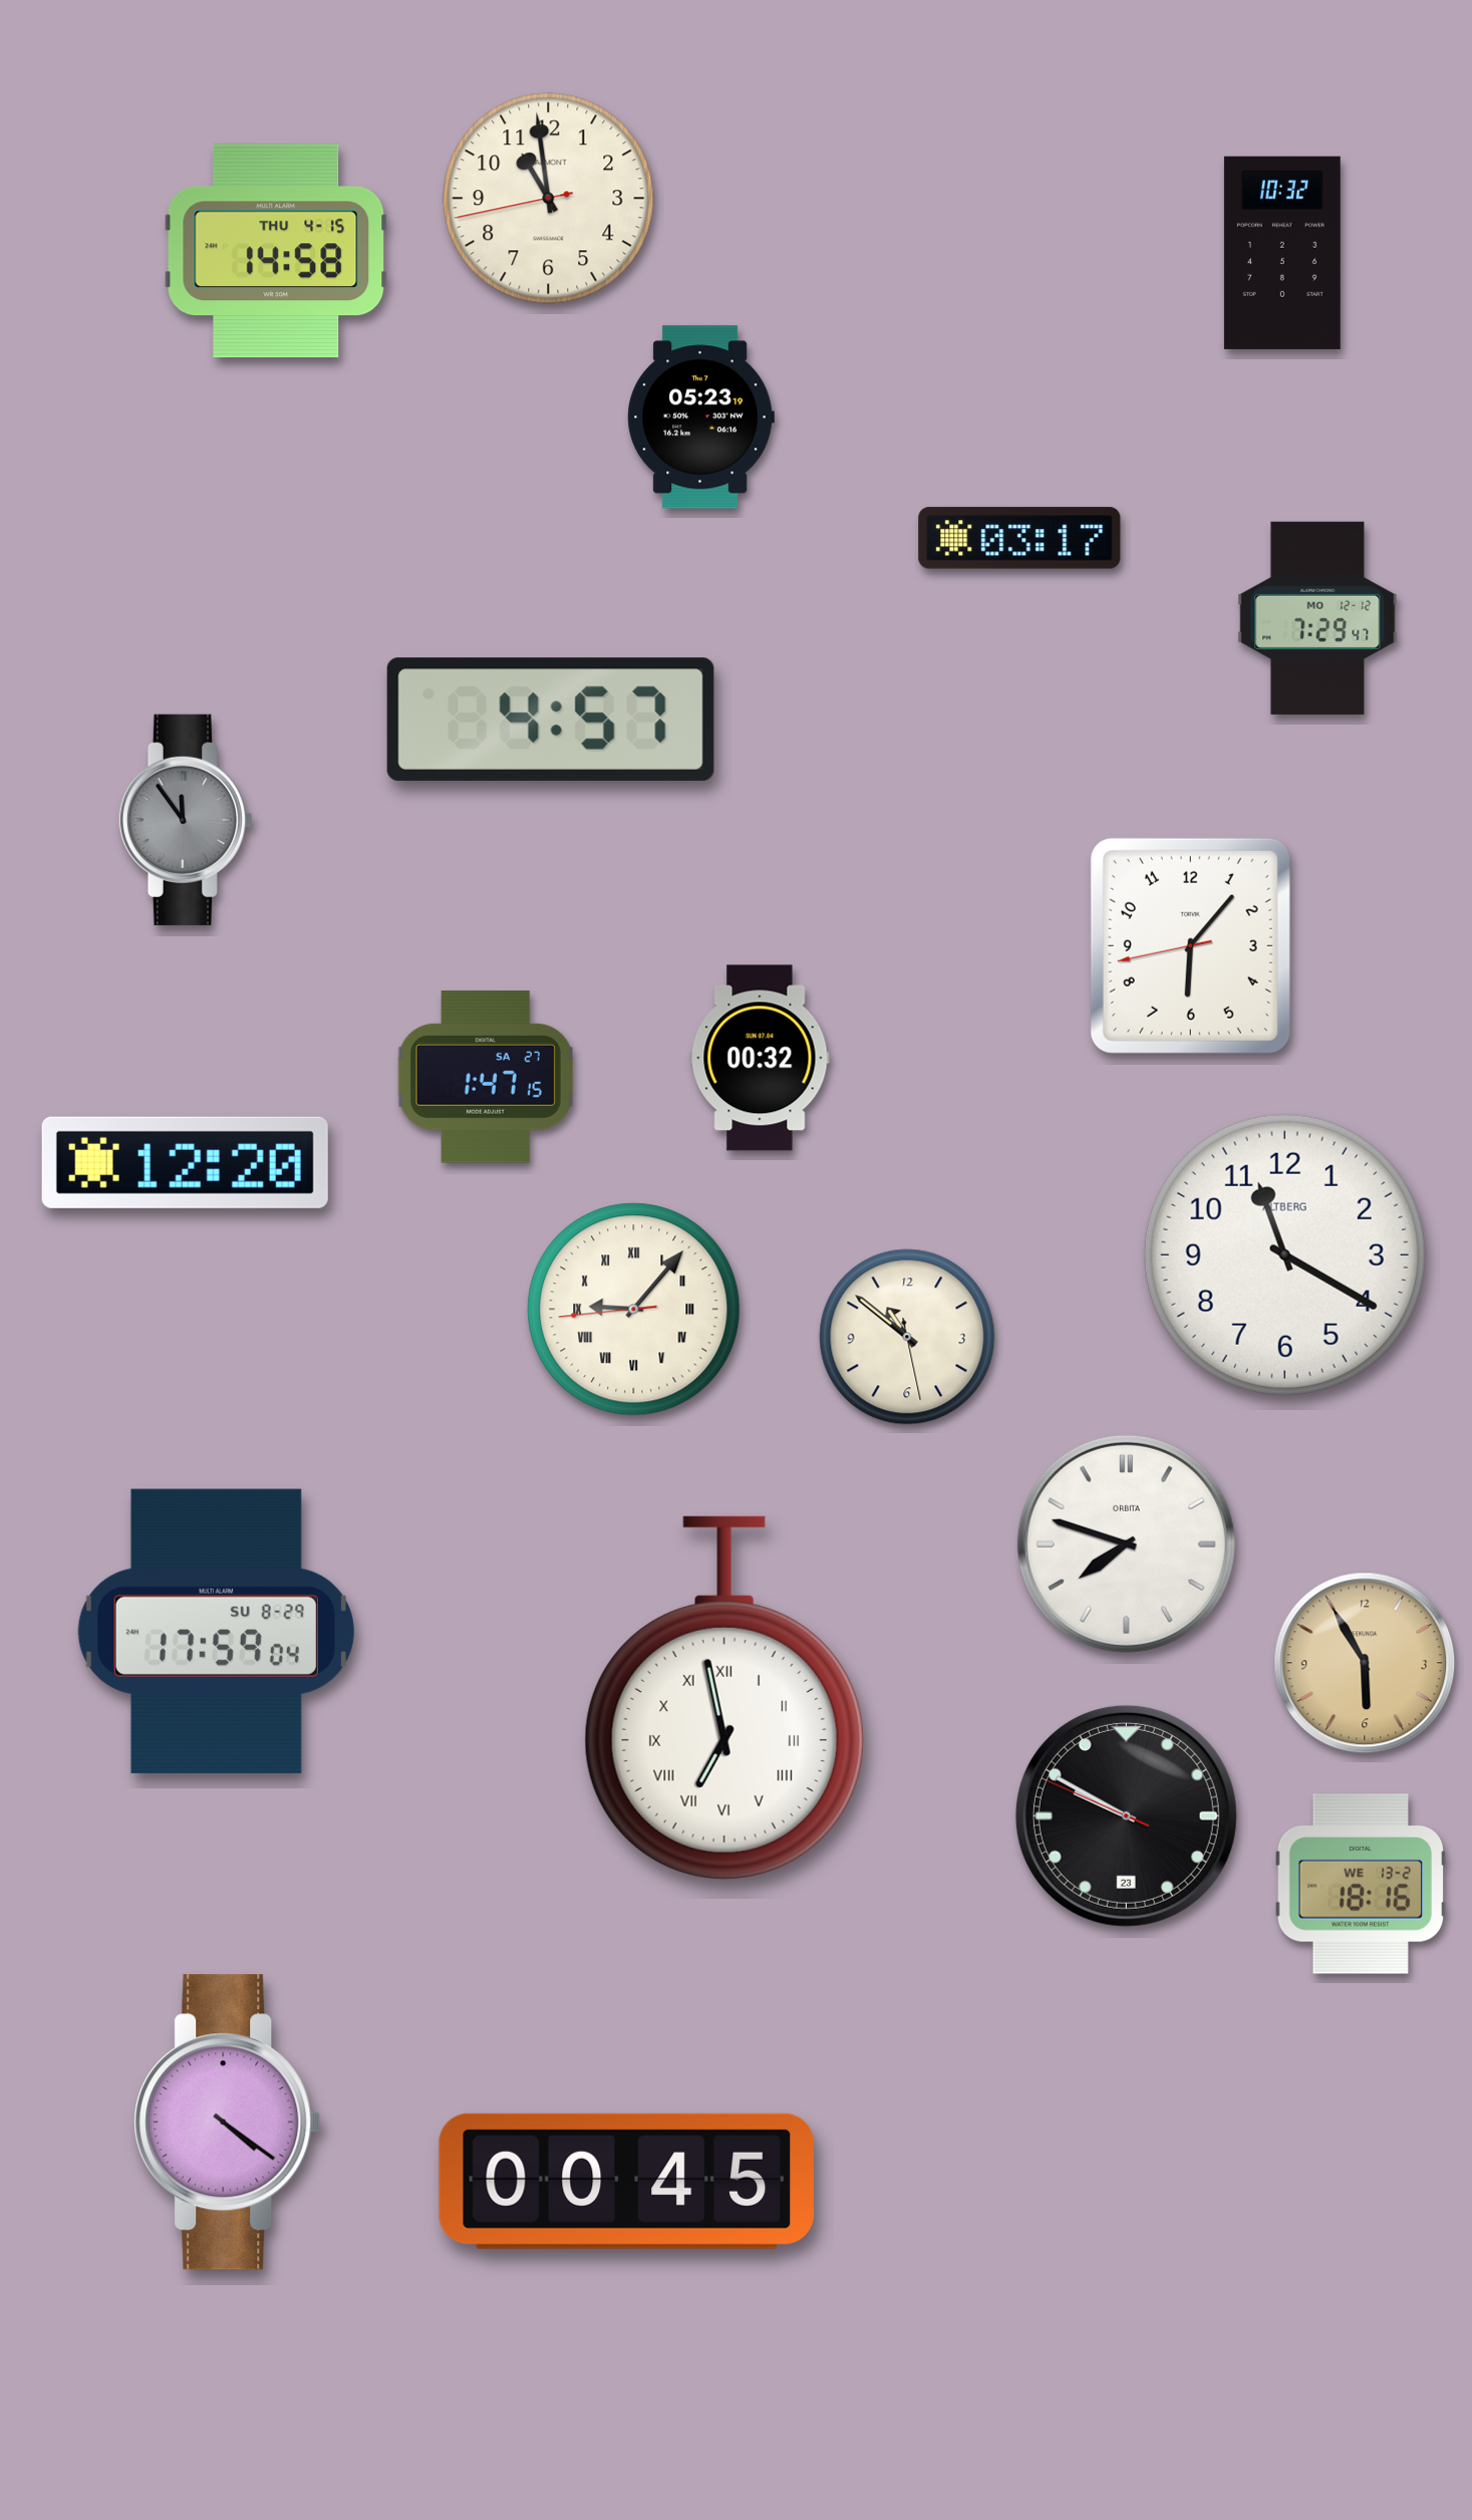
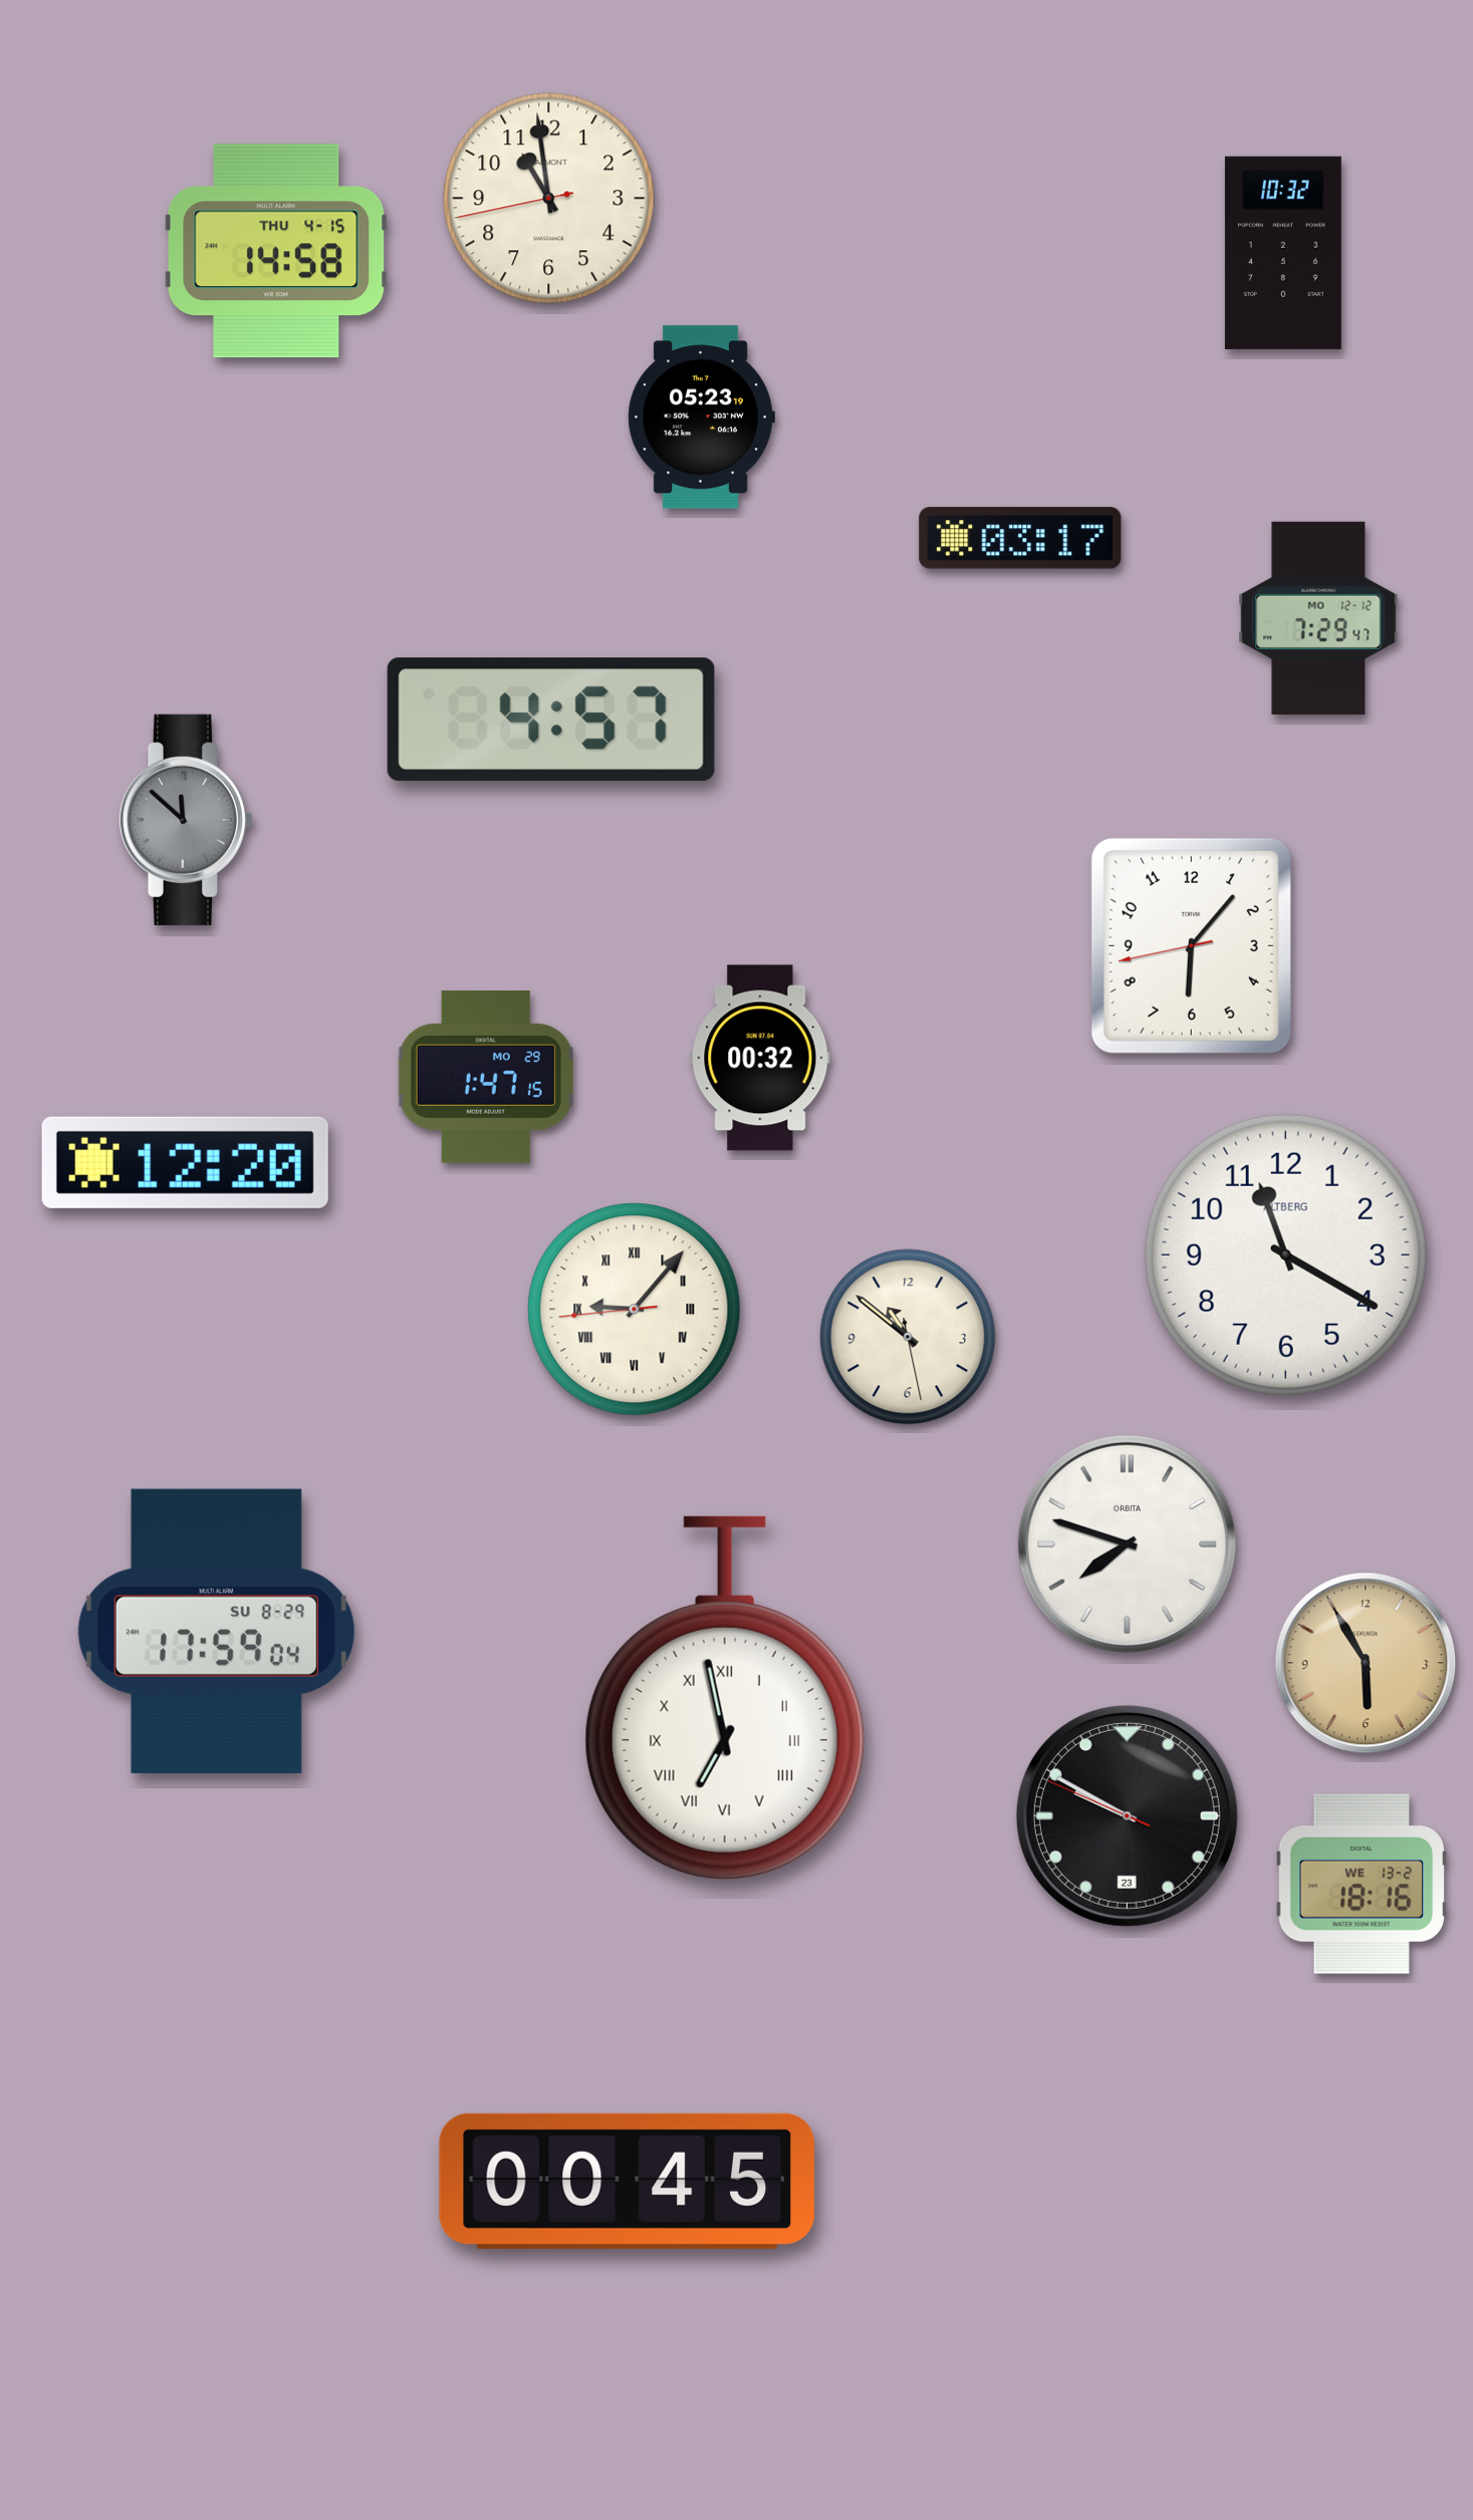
clock at (185, 820): 11:54 -> 11:52
clock at (486, 1077) date: SA 27 -> MO 29
clock at (228, 2123): 4:21 -> none
